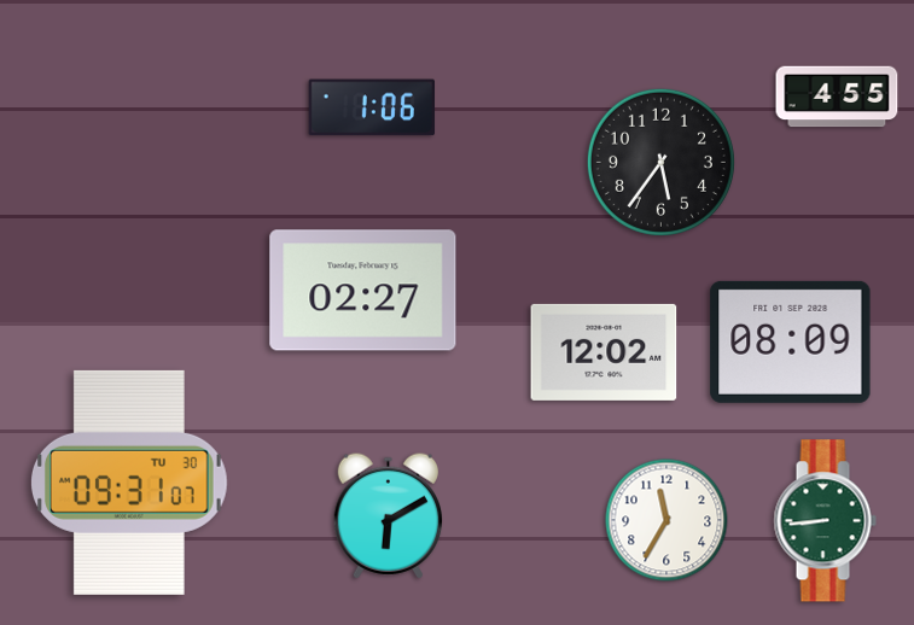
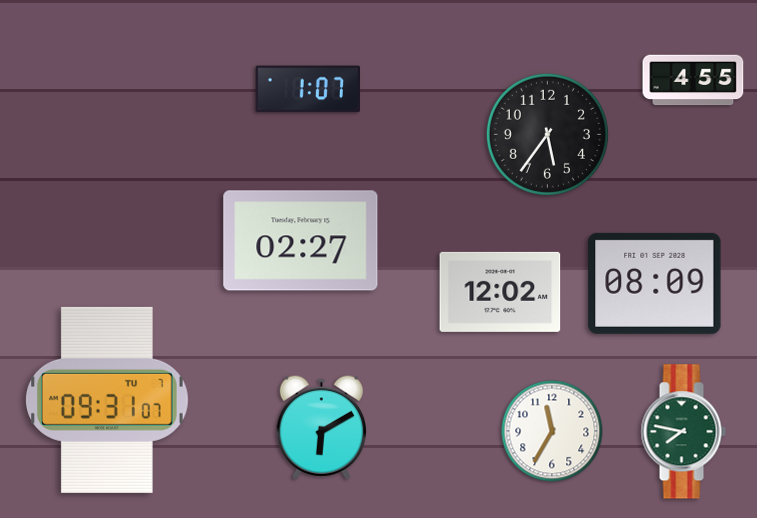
clock at (371, 107): 1:06 -> 1:07
clock at (130, 483) date: TU 30 -> TU 7
clock at (825, 521): 8:44 -> 7:47
